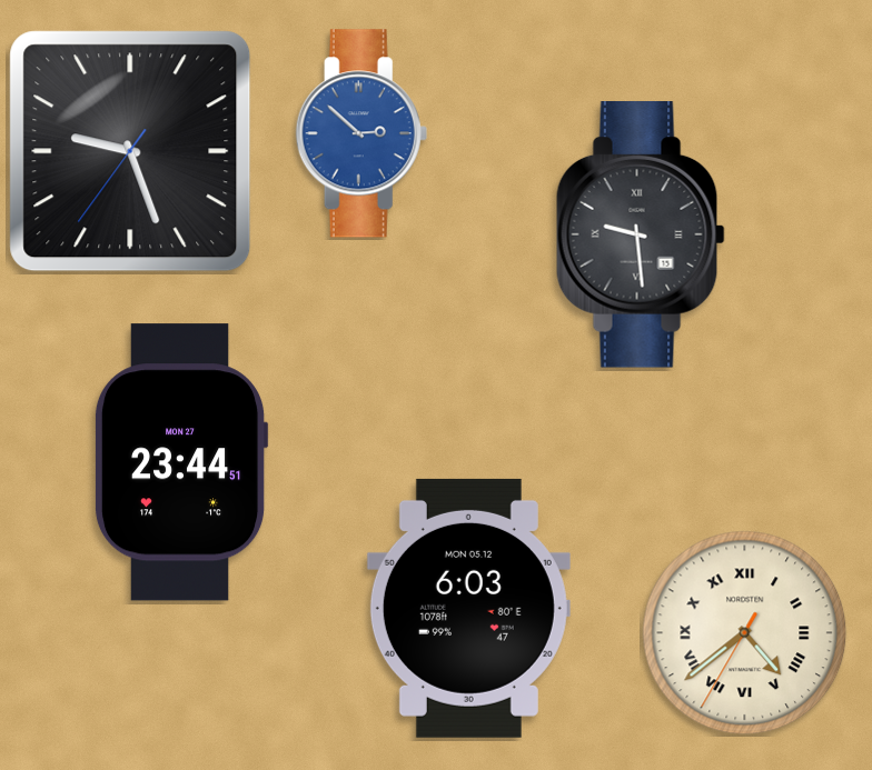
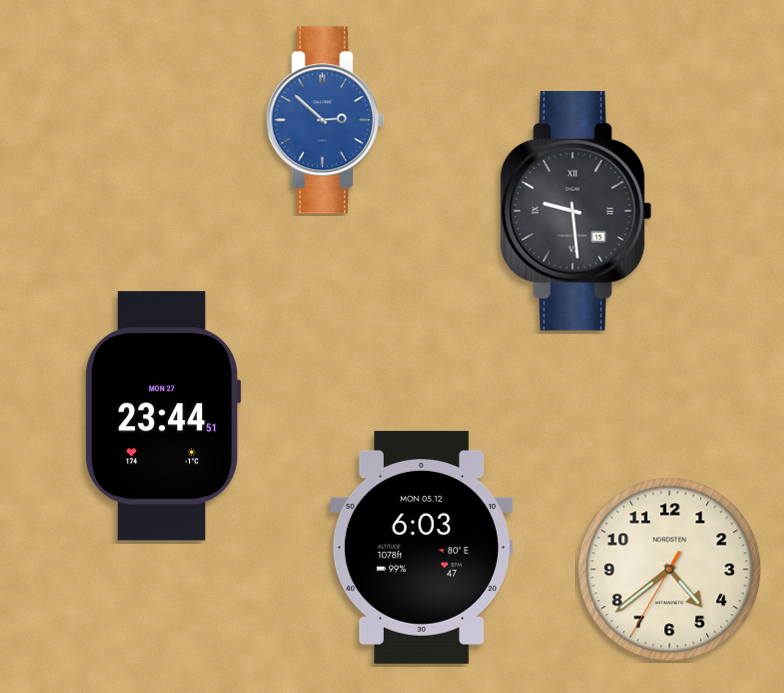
clock at (130, 151): 9:26 -> none
clock at (745, 633) numerals: Roman -> Arabic
